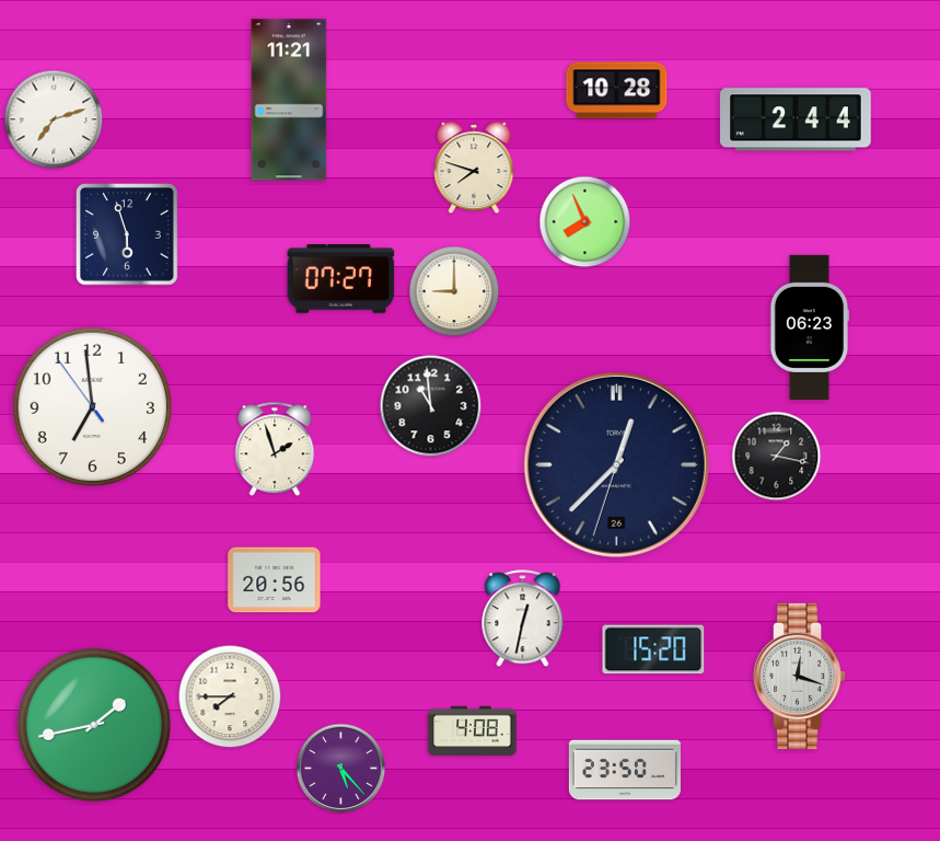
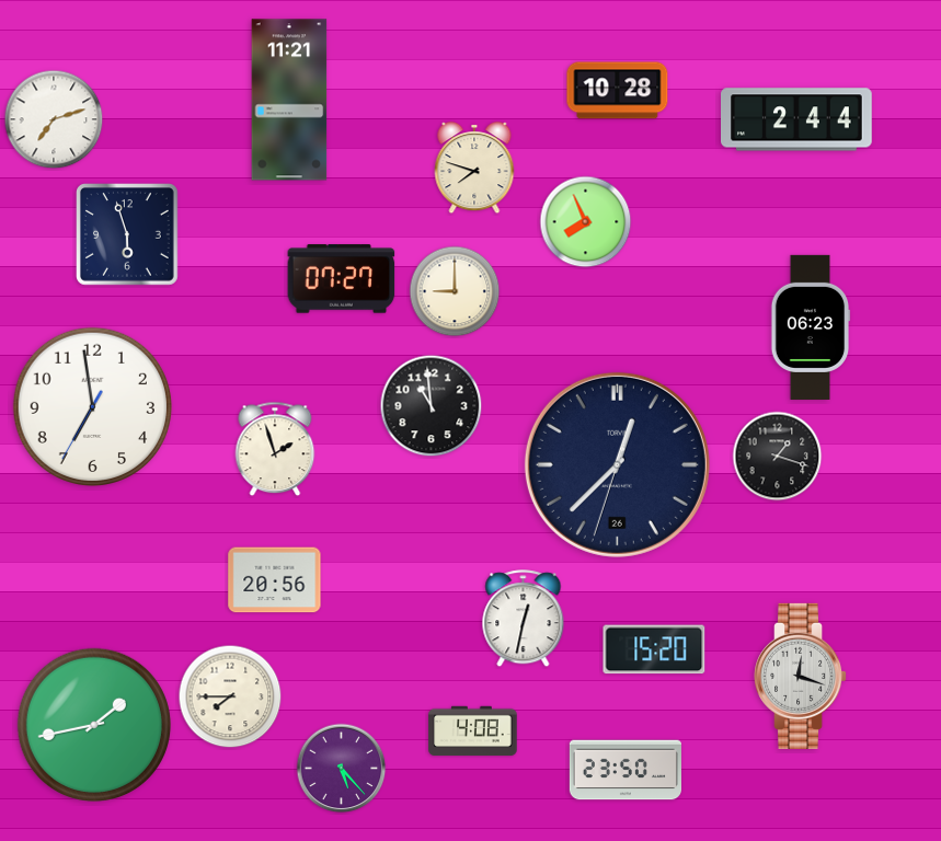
clock at (92, 406): 6:58:54 -> 6:58:35
clock at (777, 457): 1:17 -> 1:18
